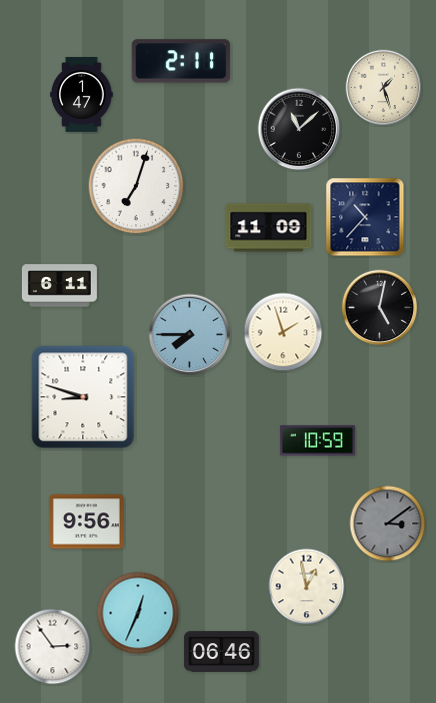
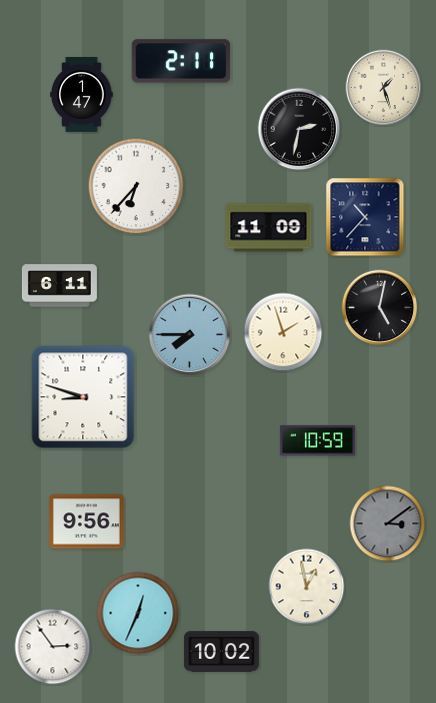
clock at (299, 129): 11:08 -> 2:32
clock at (136, 186): 7:03 -> 6:37
clock at (221, 652): 06:46 -> 10:02
